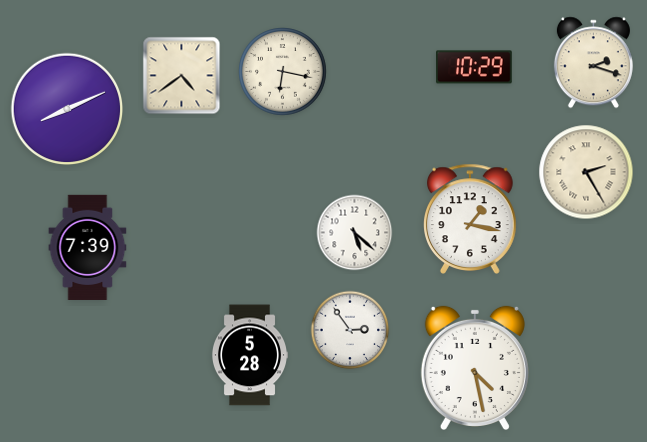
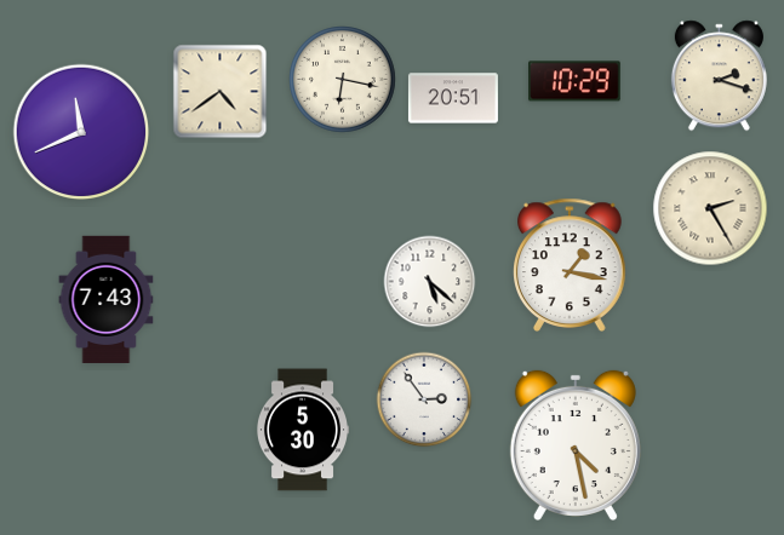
clock at (283, 72) position: (283, 72) -> (343, 80)
clock at (453, 98): none -> 20:51
clock at (67, 109): 8:11 -> 11:41
clock at (88, 247): 7:39 -> 7:43
clock at (249, 355): 5:28 -> 5:30
